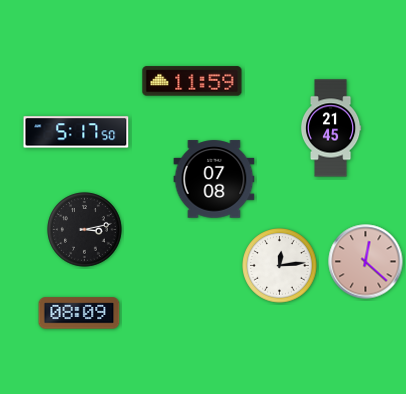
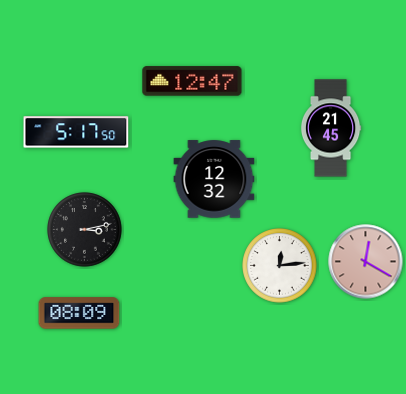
clock at (192, 81): 11:59 -> 12:47
clock at (214, 179): 07:08 -> 12:32
clock at (366, 262): 12:22 -> 12:20
